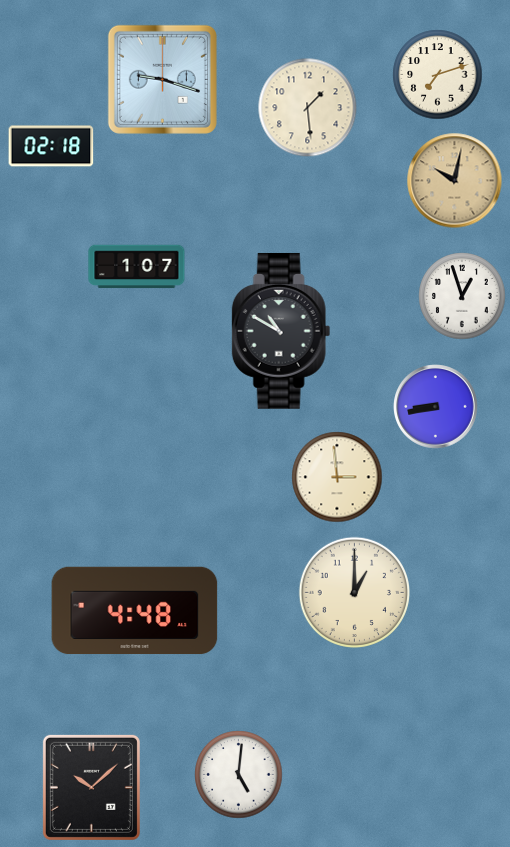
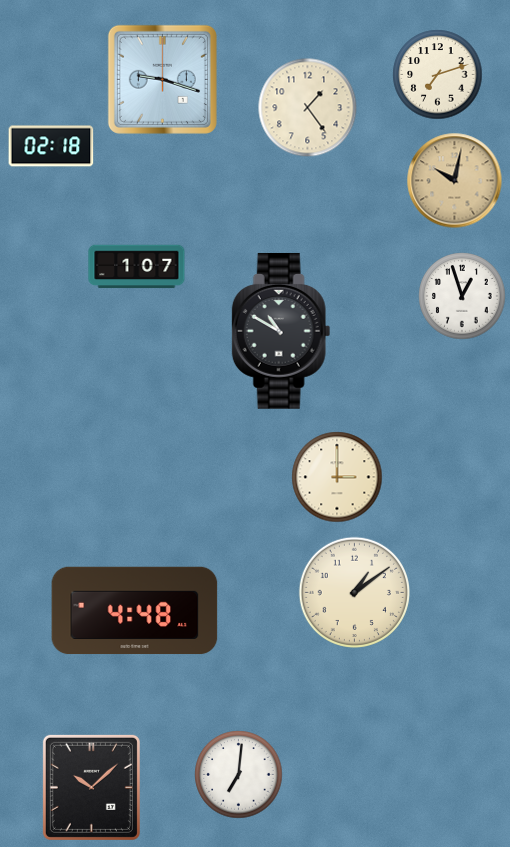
clock at (308, 108): 1:29 -> 1:24
clock at (436, 407): 8:43 -> none
clock at (337, 477): 2:59 -> 3:00
clock at (354, 592): 1:00 -> 1:09
clock at (239, 775): 5:01 -> 7:01
